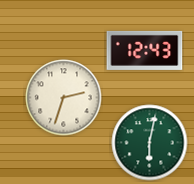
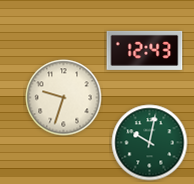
clock at (64, 98): 2:33 -> 9:33
clock at (150, 143): 6:02 -> 10:02
